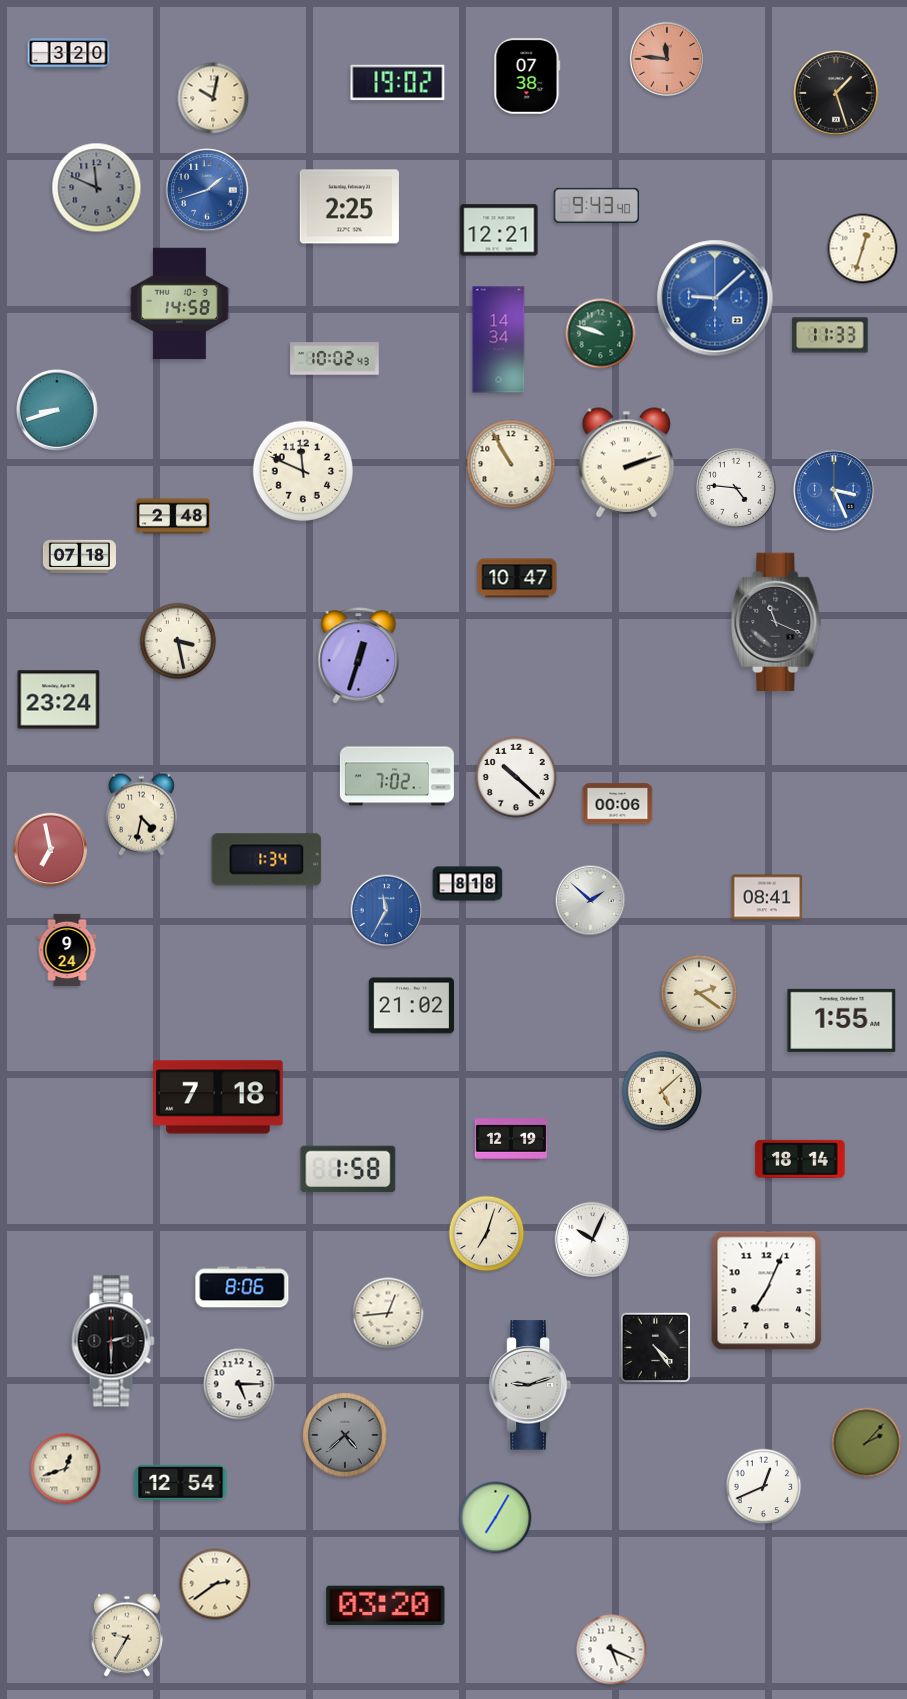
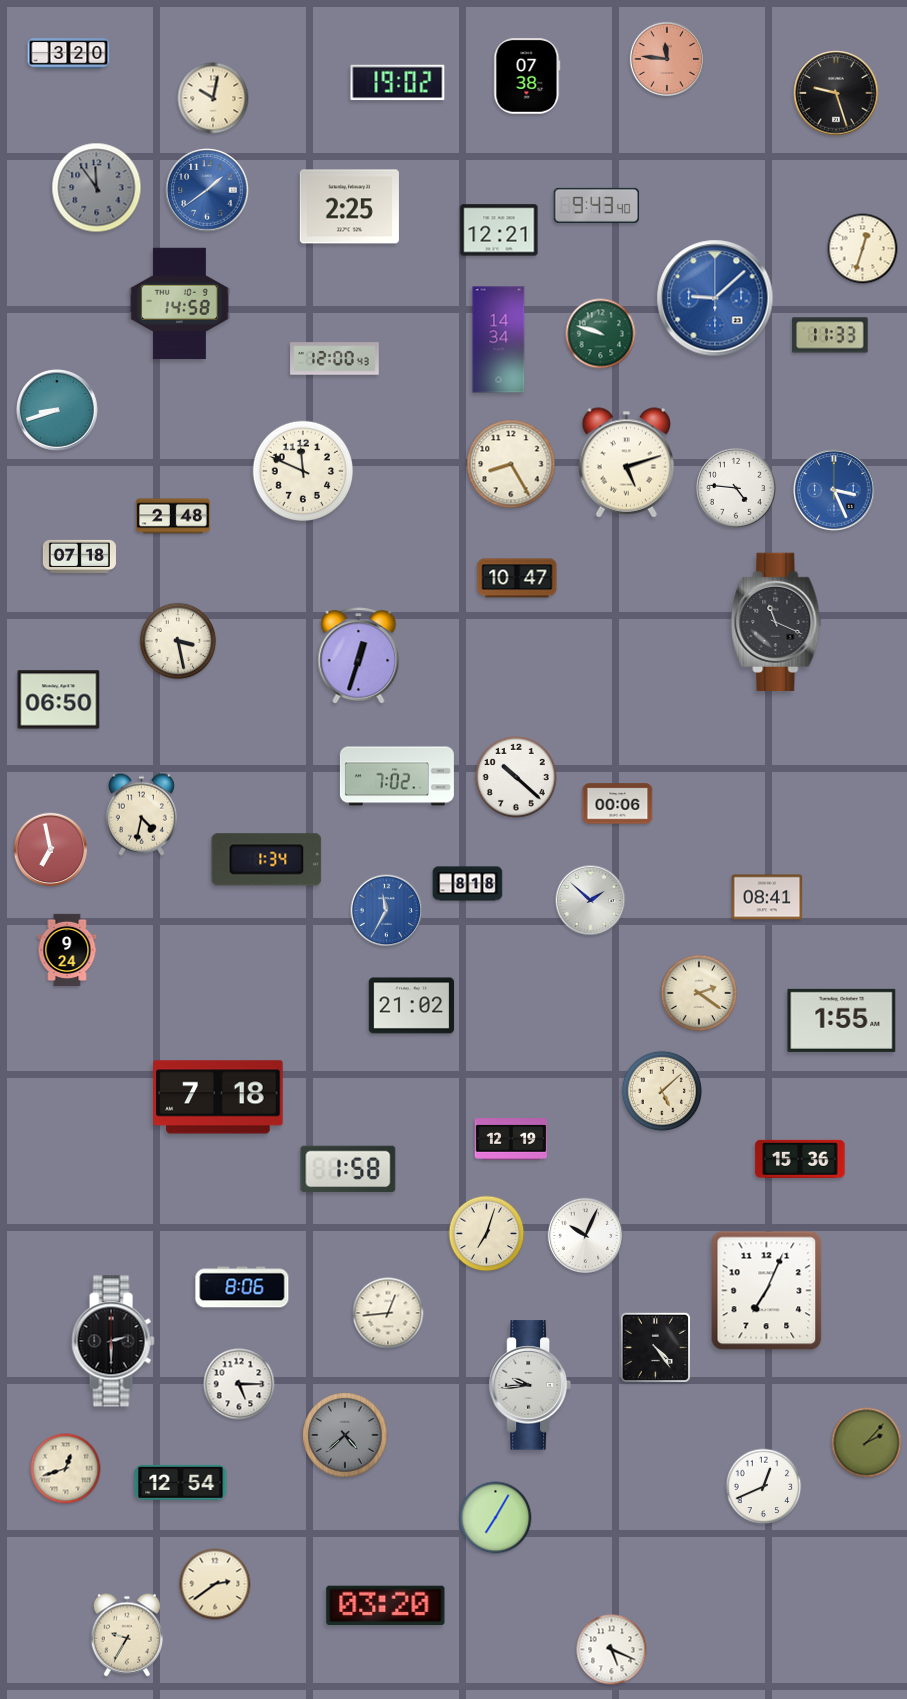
clock at (836, 93): 1:27 -> 9:27
clock at (97, 188): 11:49 -> 11:54
clock at (207, 190): 1:42 -> 1:39
clock at (335, 359): 10:02 -> 12:00
clock at (627, 463): 2:12 -> 5:12
clock at (511, 464): 10:55 -> 8:25
clock at (59, 700): 23:24 -> 06:50
clock at (800, 1159): 18:14 -> 15:36
clock at (592, 1239) position: (592, 1239) -> (585, 1235)
clock at (530, 1385): 9:12 -> 9:44
